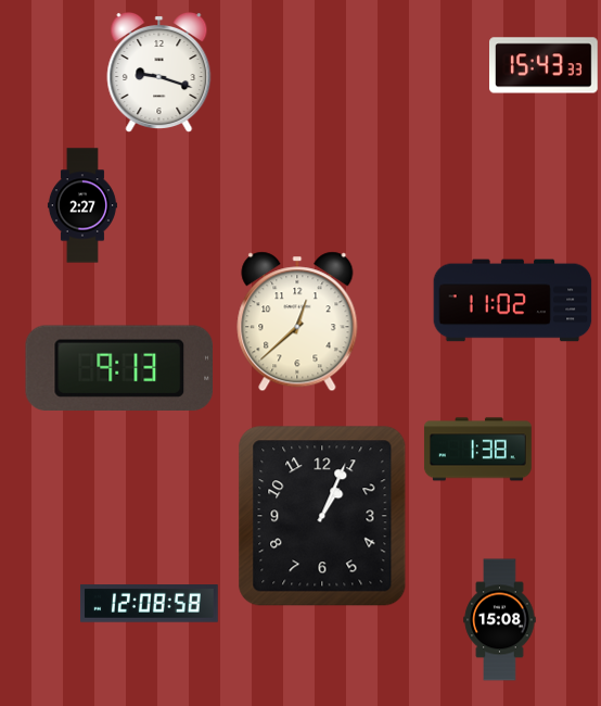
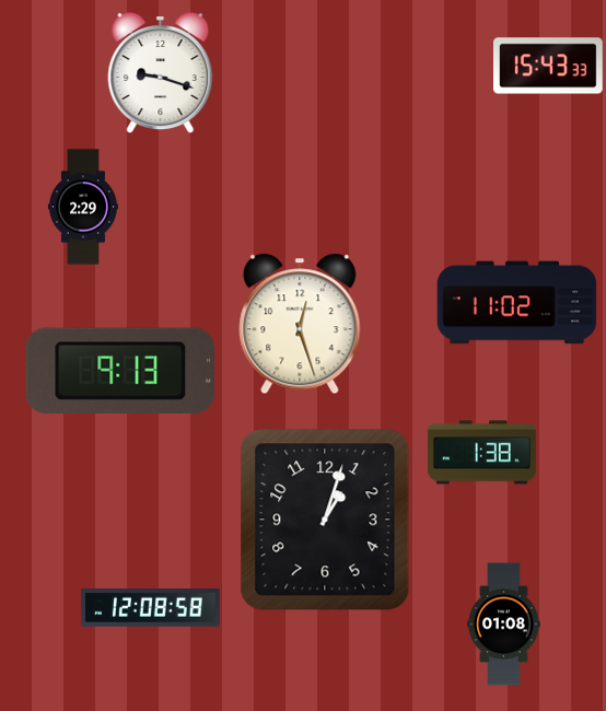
clock at (82, 205): 2:27 -> 2:29
clock at (297, 322): 12:38 -> 12:27
clock at (322, 516): 1:04 -> 1:03
clock at (500, 620): 15:08 -> 01:08
